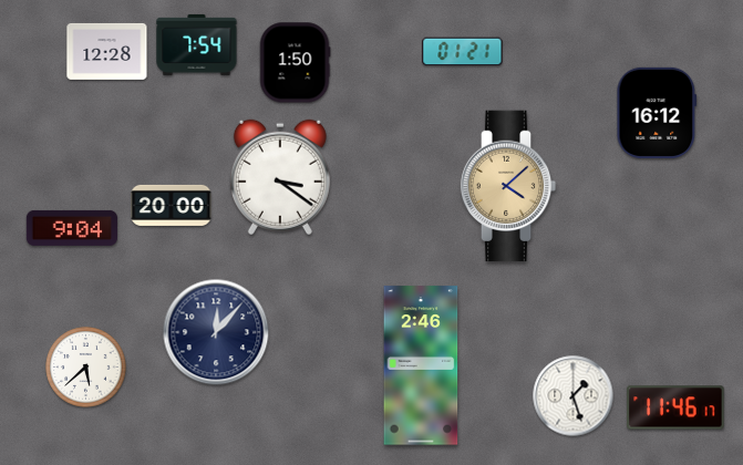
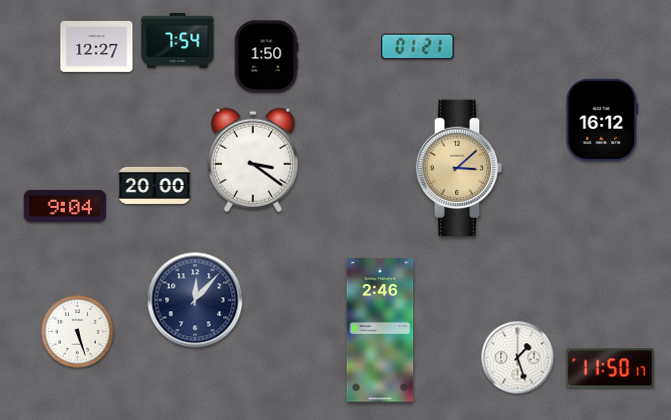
clock at (107, 51): 12:28 -> 12:27
clock at (657, 113) position: (657, 113) -> (602, 120)
clock at (508, 186): 4:08 -> 3:08
clock at (86, 368): 5:38 -> 5:27
clock at (675, 407): 11:46 -> 11:50
